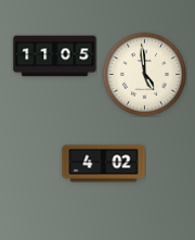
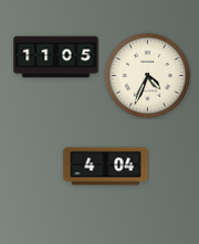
clock at (144, 74): 4:59 -> 4:34
clock at (104, 164): 4:02 -> 4:04
